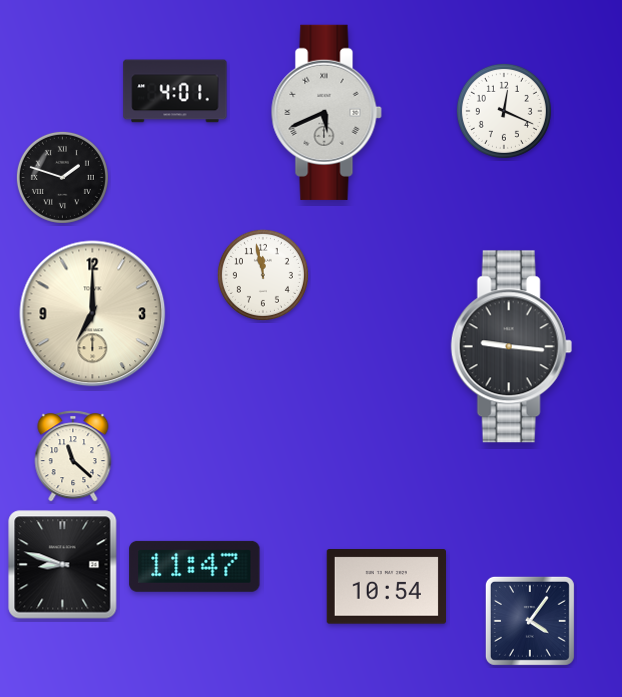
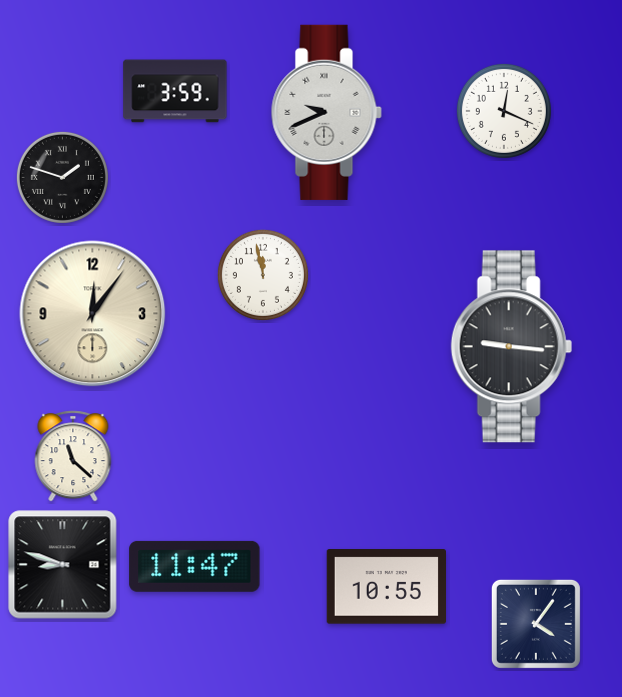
clock at (175, 91): 4:01 -> 3:59
clock at (326, 112): 5:41 -> 9:41
clock at (93, 314): 7:00 -> 12:06
clock at (386, 587): 10:54 -> 10:55
clock at (530, 621) position: (530, 621) -> (536, 624)
